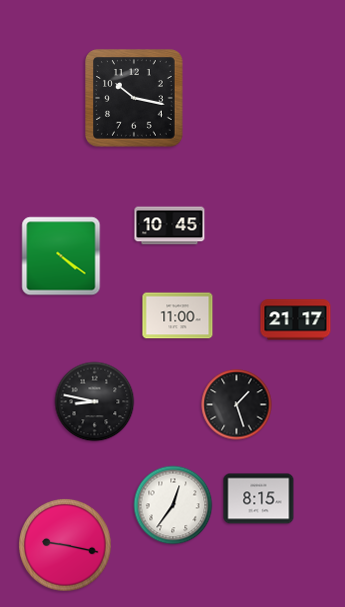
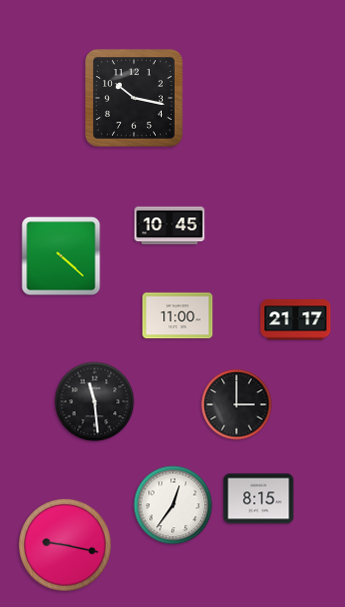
clock at (61, 256): 4:21 -> 4:22
clock at (95, 402): 8:47 -> 11:29
clock at (237, 405): 1:27 -> 3:00
